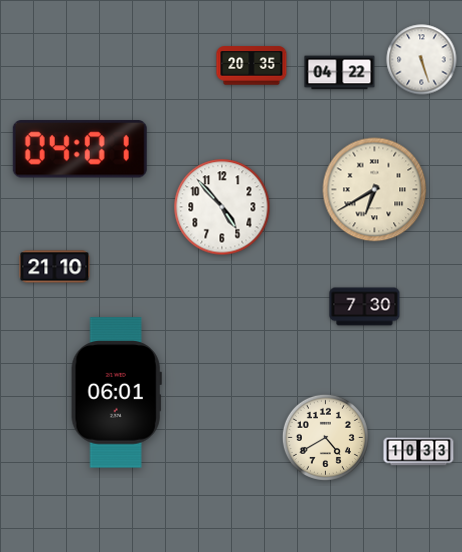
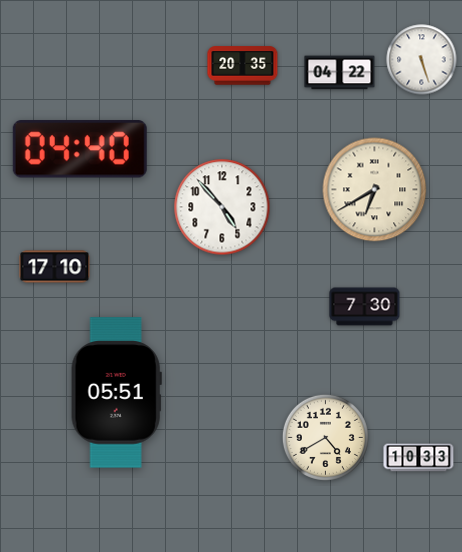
clock at (252, 66) position: (252, 66) -> (243, 66)
clock at (80, 149): 04:01 -> 04:40
clock at (55, 267): 21:10 -> 17:10
clock at (116, 393): 06:01 -> 05:51
clock at (419, 452) position: (419, 452) -> (419, 458)
